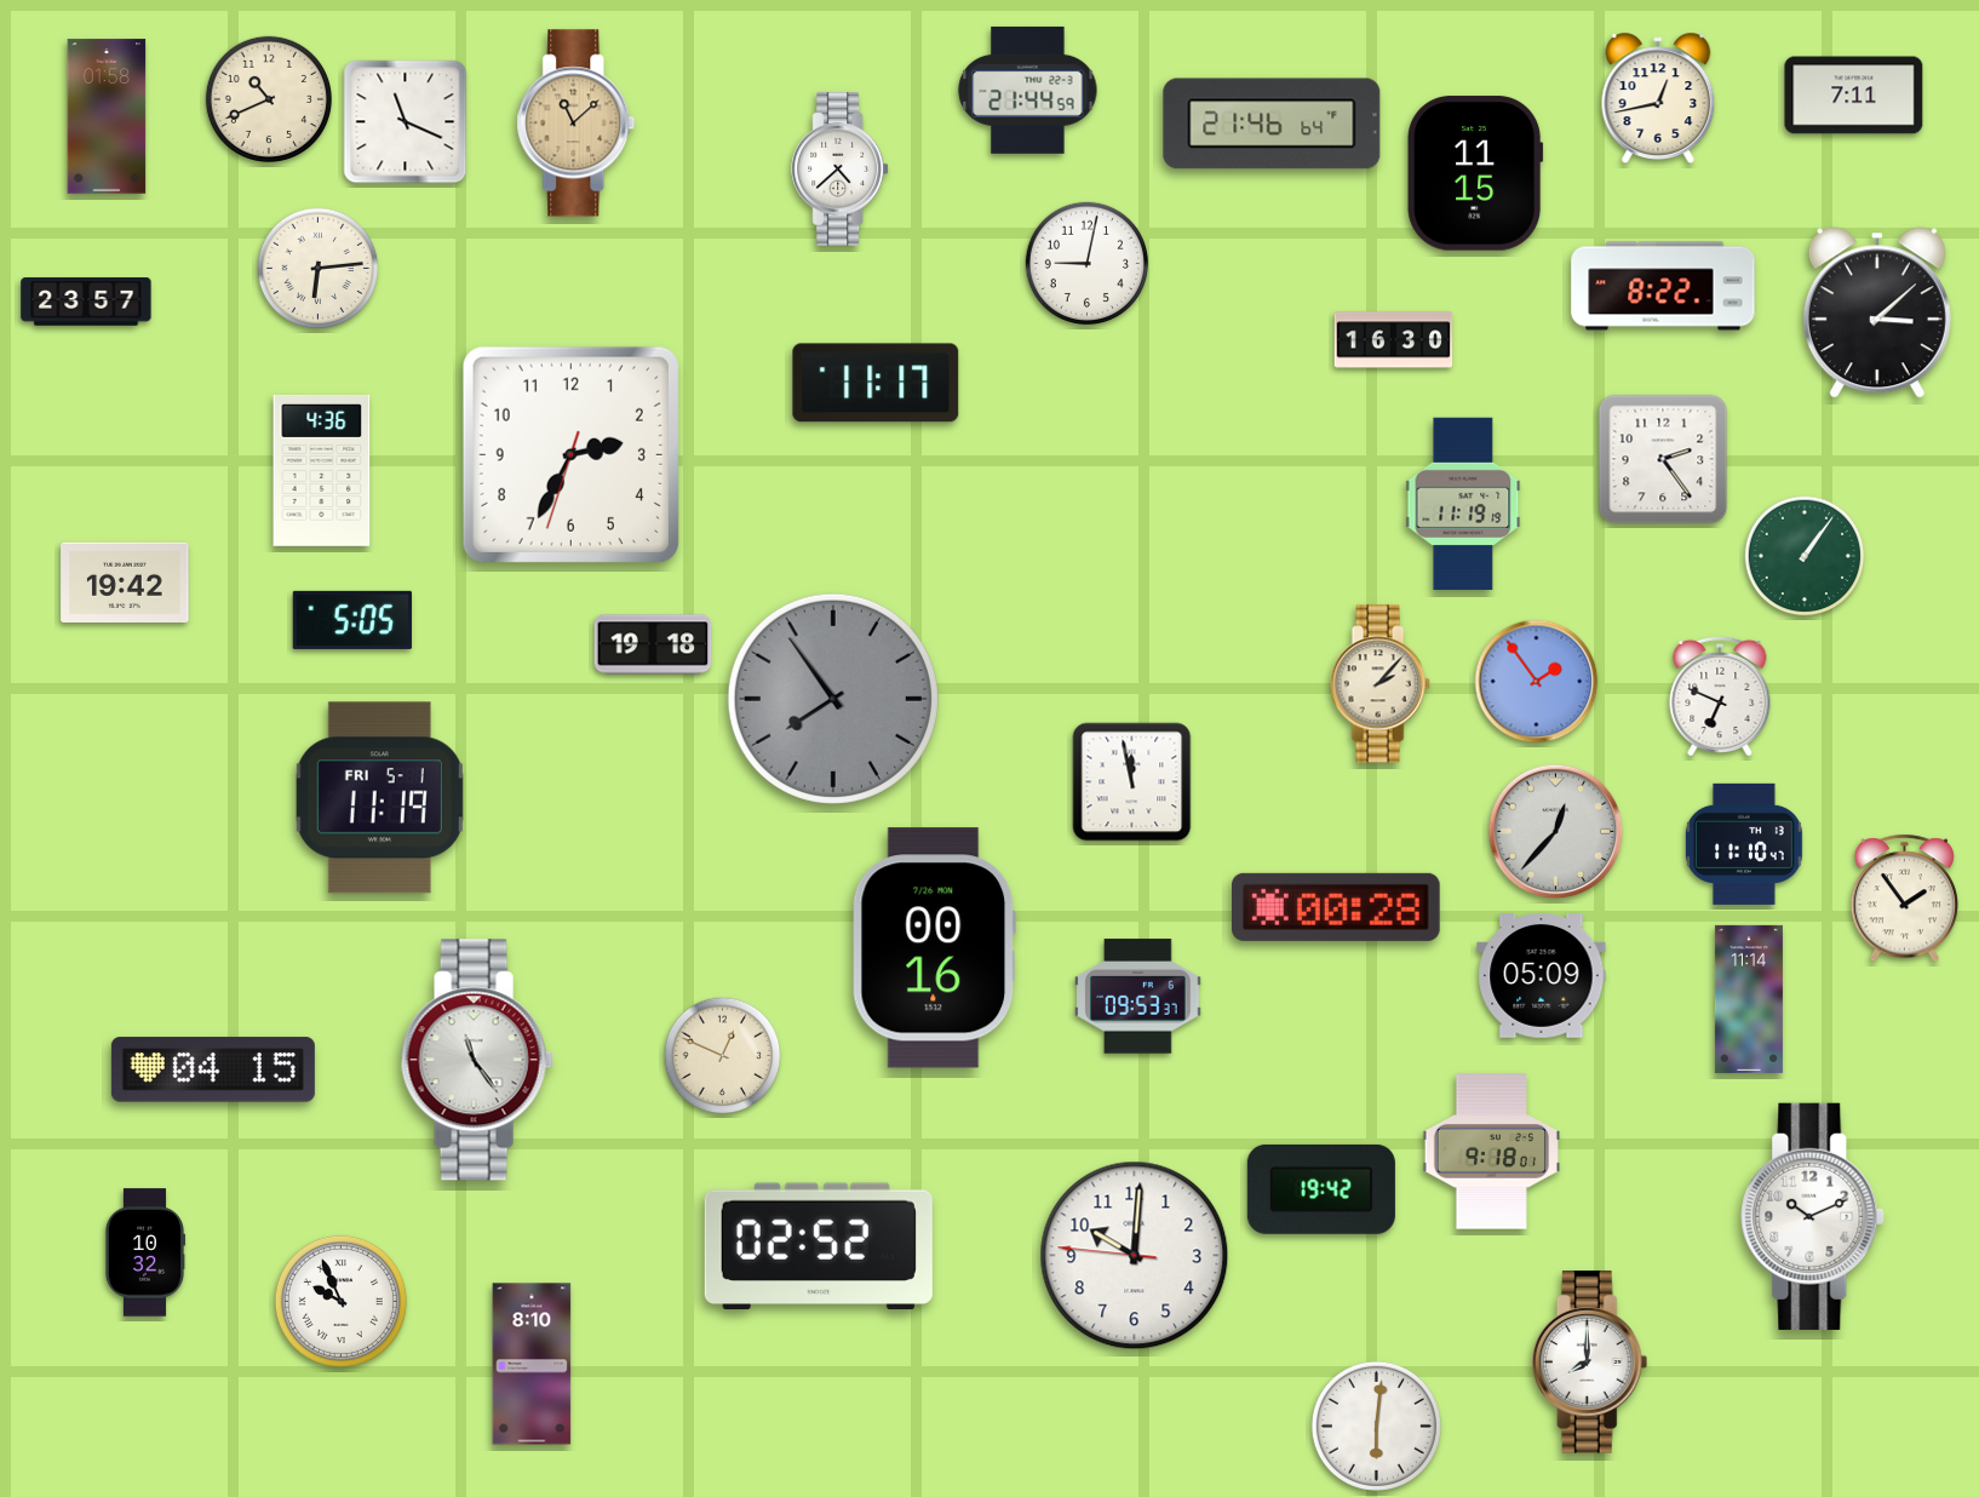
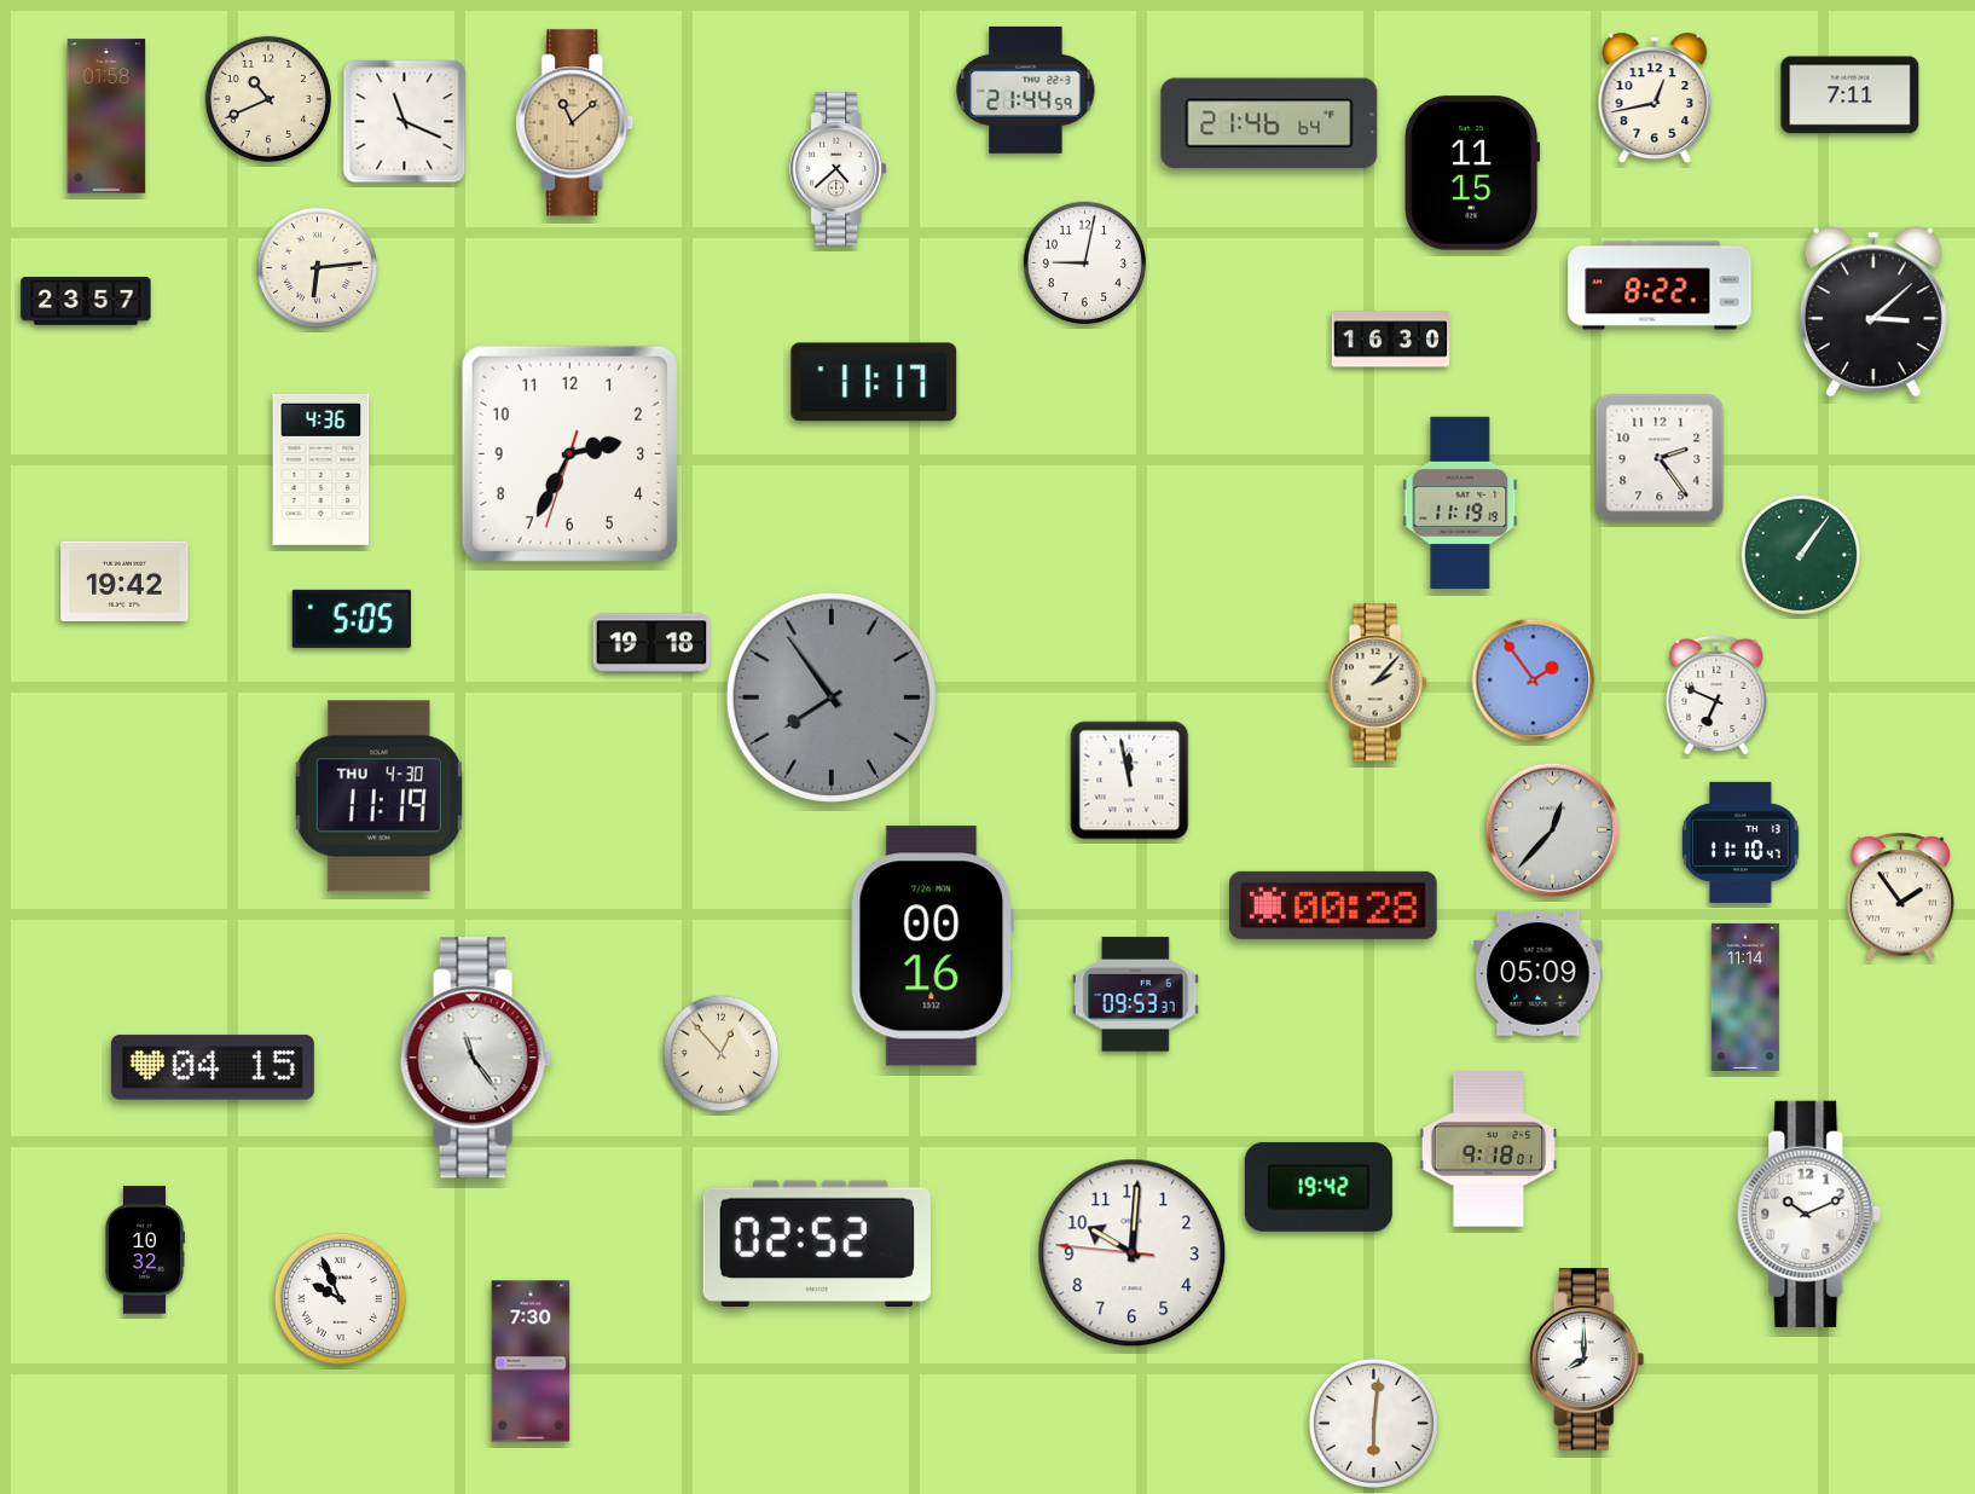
clock at (379, 798) date: FRI 5-1 -> THU 4-30
clock at (723, 1056): 12:49 -> 12:53
clock at (532, 1364): 8:10 -> 7:30
